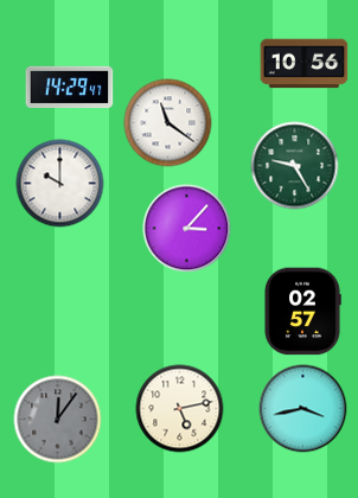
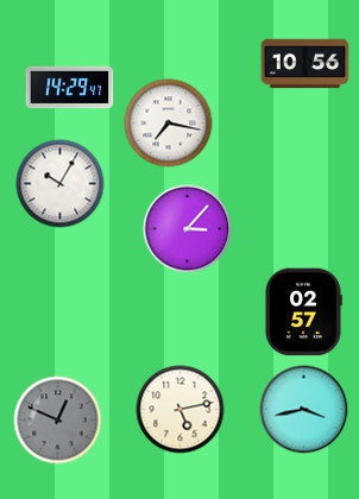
clock at (168, 123): 11:21 -> 7:17
clock at (295, 166): 9:25 -> none
clock at (60, 184): 10:00 -> 10:05
clock at (58, 420): 12:06 -> 12:49
